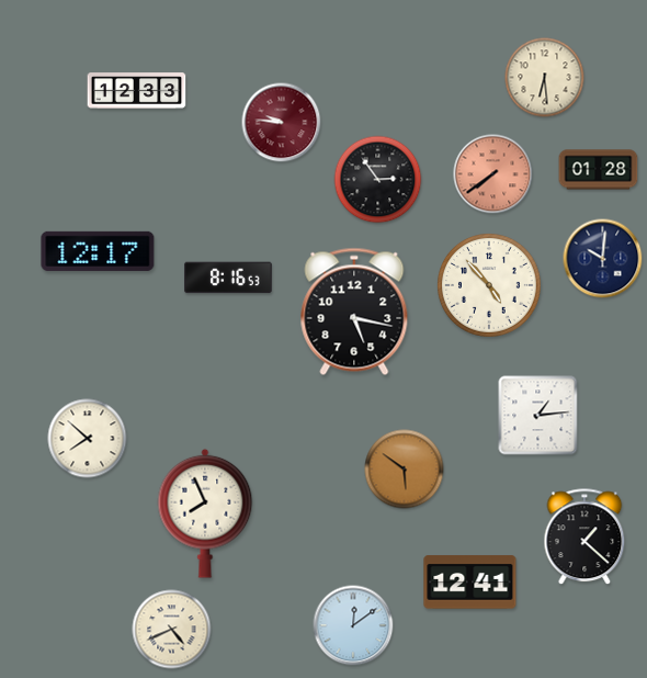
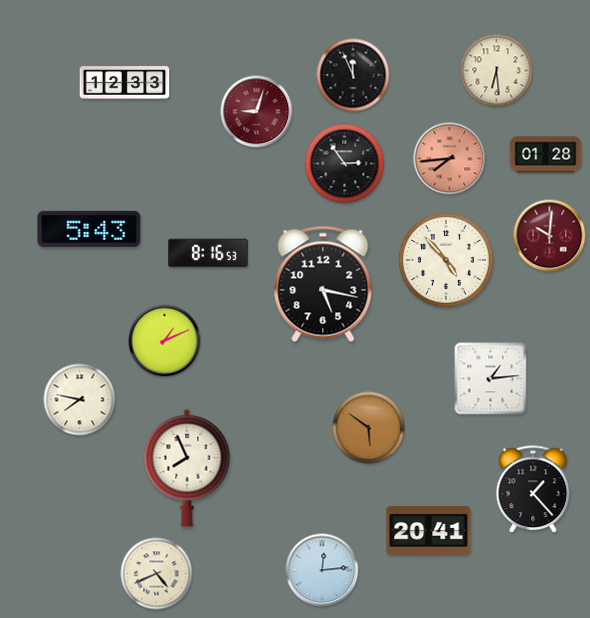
clock at (353, 75): none -> 11:56
clock at (282, 123): 9:46 -> 9:03
clock at (493, 174): 7:39 -> 7:44
clock at (98, 251): 12:17 -> 5:43
clock at (603, 259) dial: navy -> burgundy
clock at (165, 341): none -> 1:11
clock at (88, 439): 7:52 -> 7:47
clock at (584, 538): 1:22 -> 1:23
clock at (470, 583): 12:41 -> 20:41
clock at (353, 625): 12:09 -> 12:14
